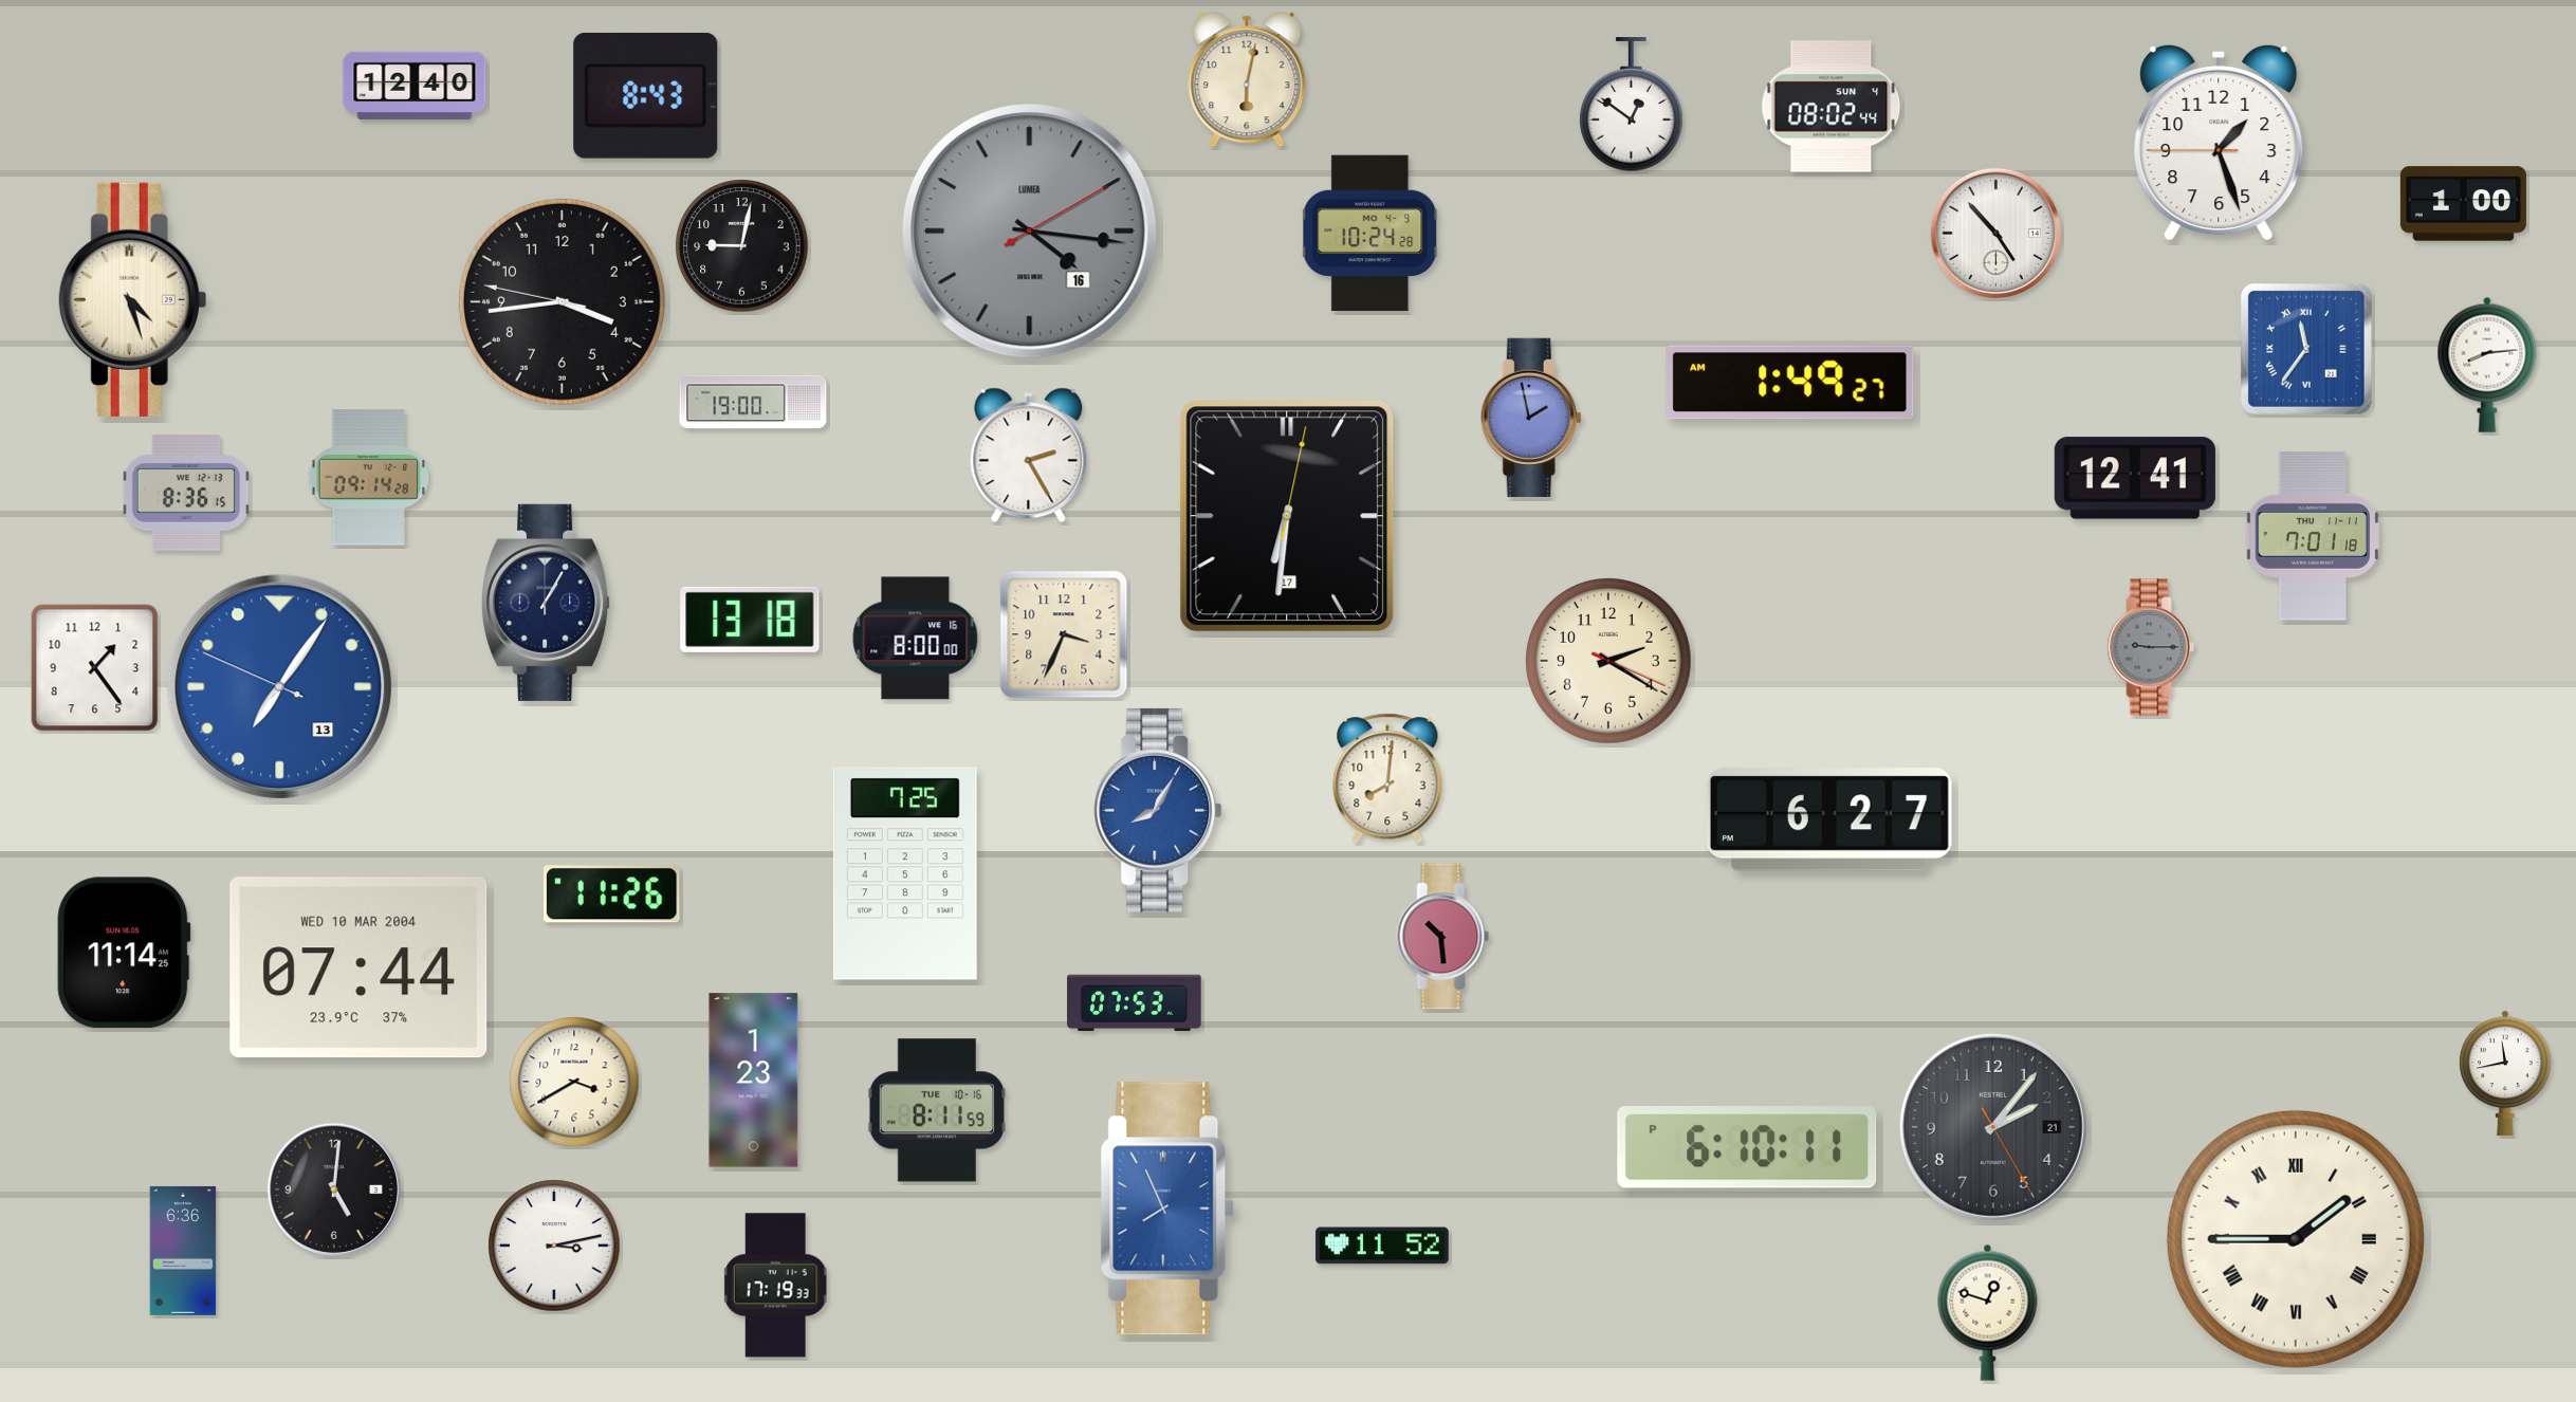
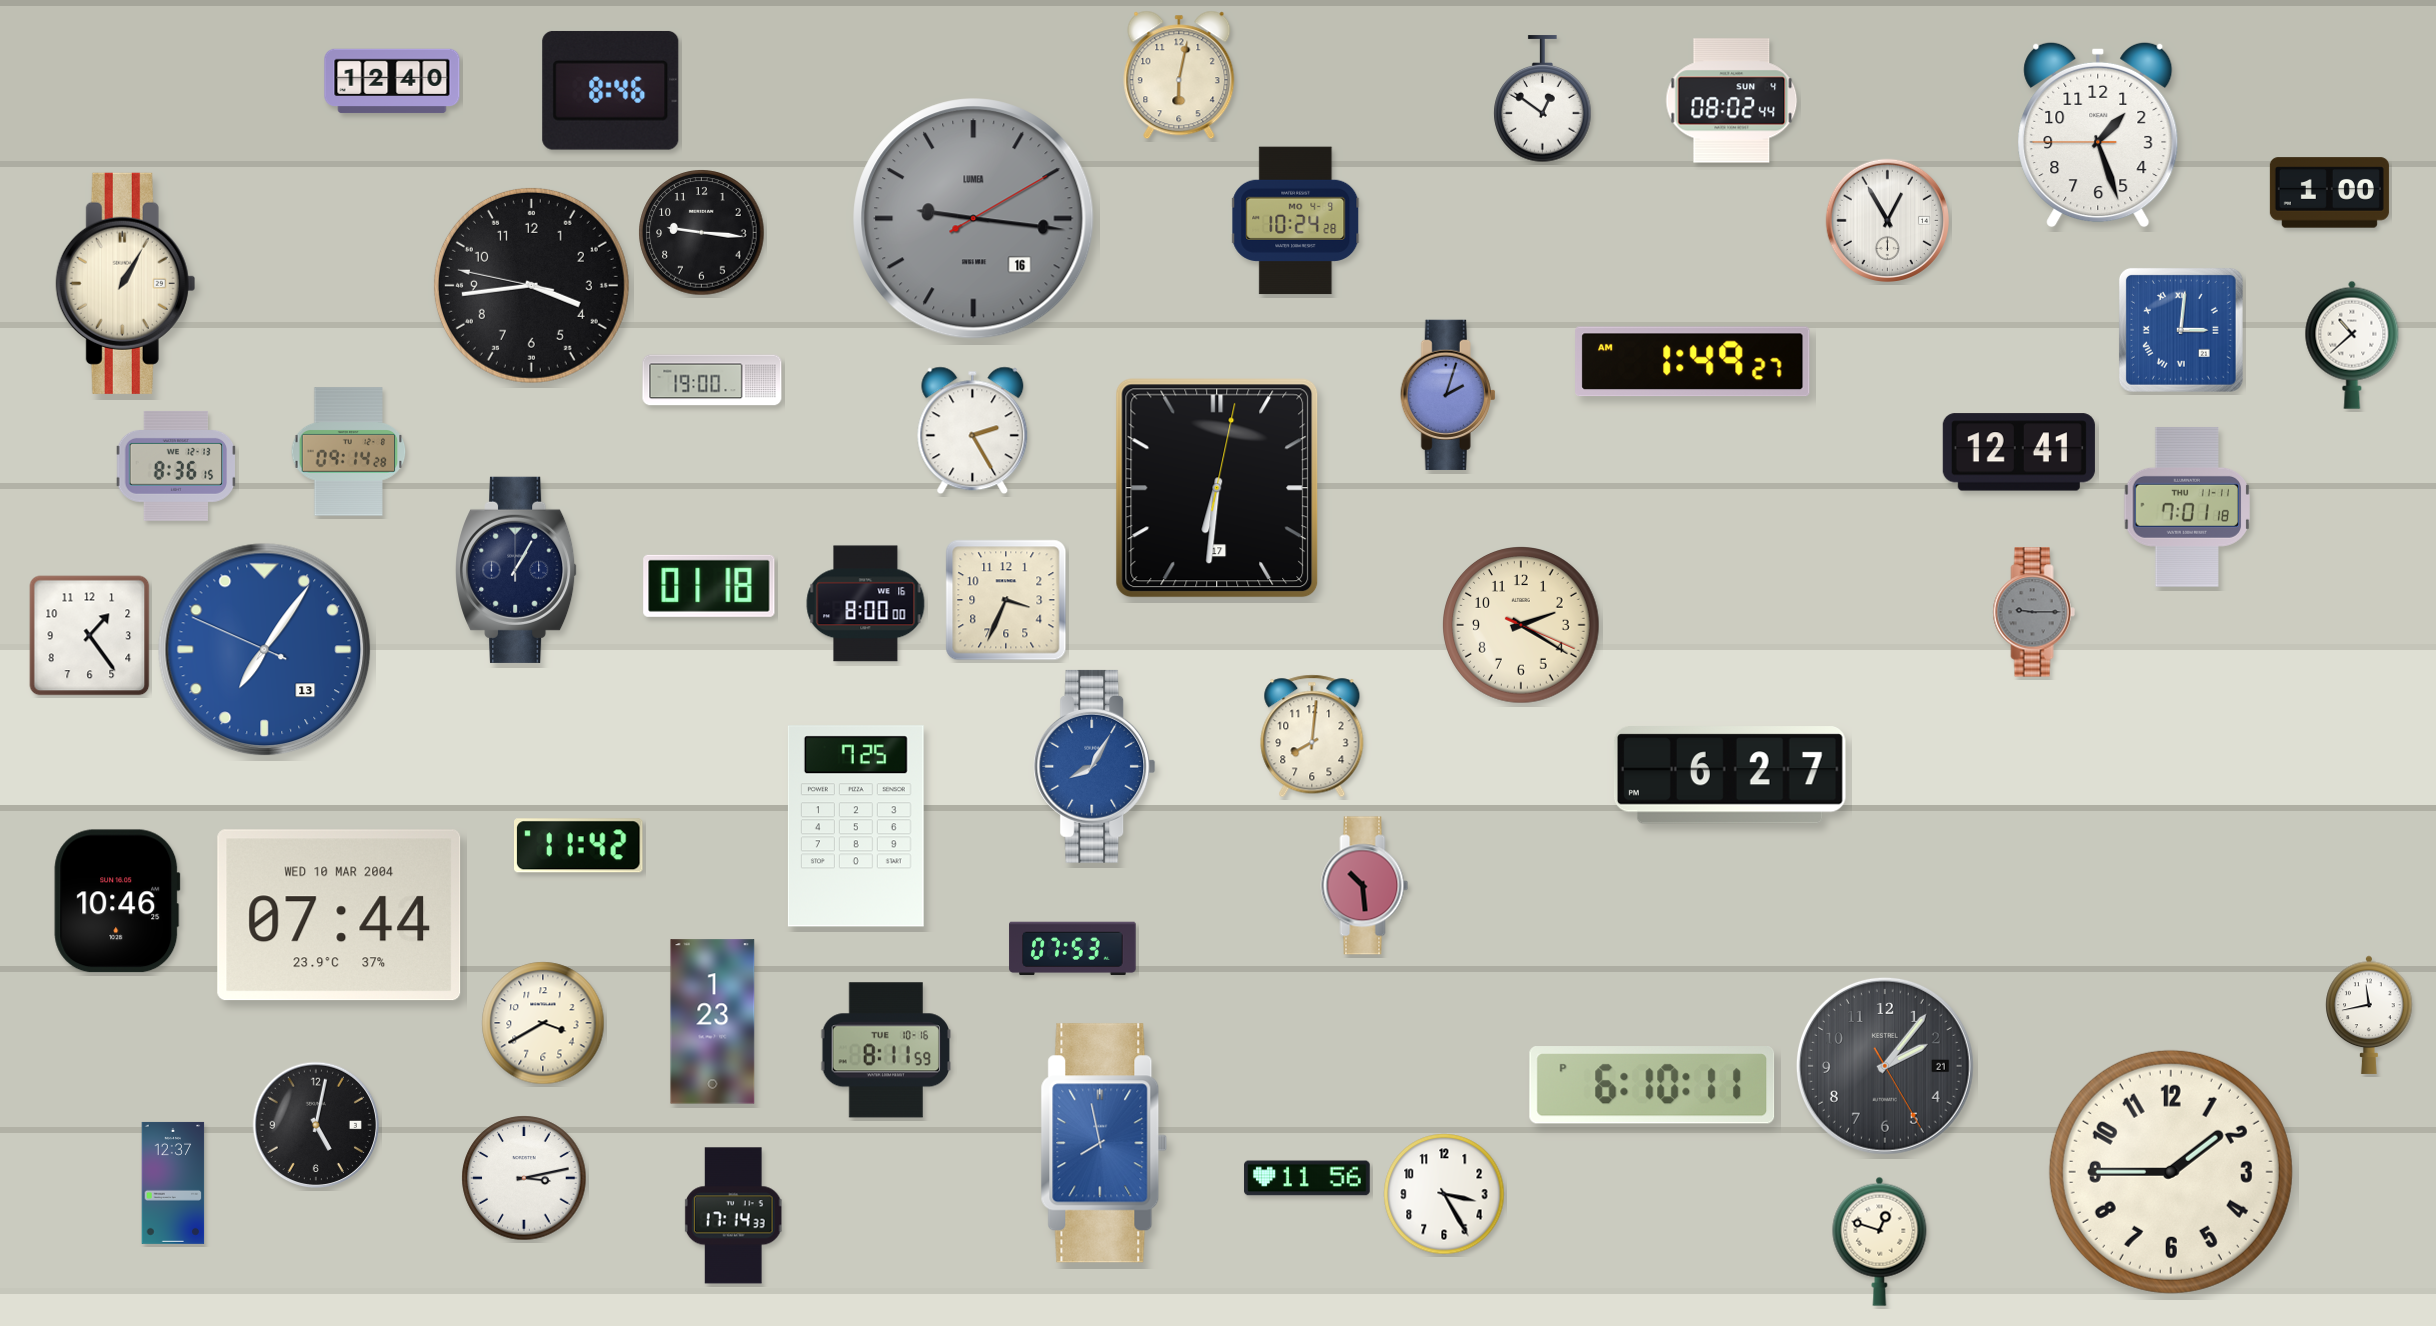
clock at (646, 95): 8:43 -> 8:46
clock at (1030, 232): 4:16 -> 9:16
clock at (1995, 233): 4:53 -> 12:55
clock at (742, 246): 9:02 -> 9:16
clock at (133, 299): 4:27 -> 1:05
clock at (2306, 349): 11:36 -> 3:01
clock at (2487, 365): 8:14 -> 10:38
clock at (1531, 418): 1:58 -> 2:03
clock at (750, 620): 13:18 -> 01:18
clock at (95, 668) position: (95, 668) -> (90, 636)
clock at (612, 894): 11:26 -> 11:42
clock at (124, 953): 11:14 -> 10:46
clock at (334, 1189): 5:01 -> 5:02
clock at (1167, 1209): 7:56 -> 7:58
clock at (2296, 1239) numerals: Roman -> Arabic
clock at (1382, 1246): 11:52 -> 11:56
clock at (183, 1251): 6:36 -> 12:37
clock at (1444, 1194): none -> 3:25
clock at (775, 1286): 17:19 -> 17:14
